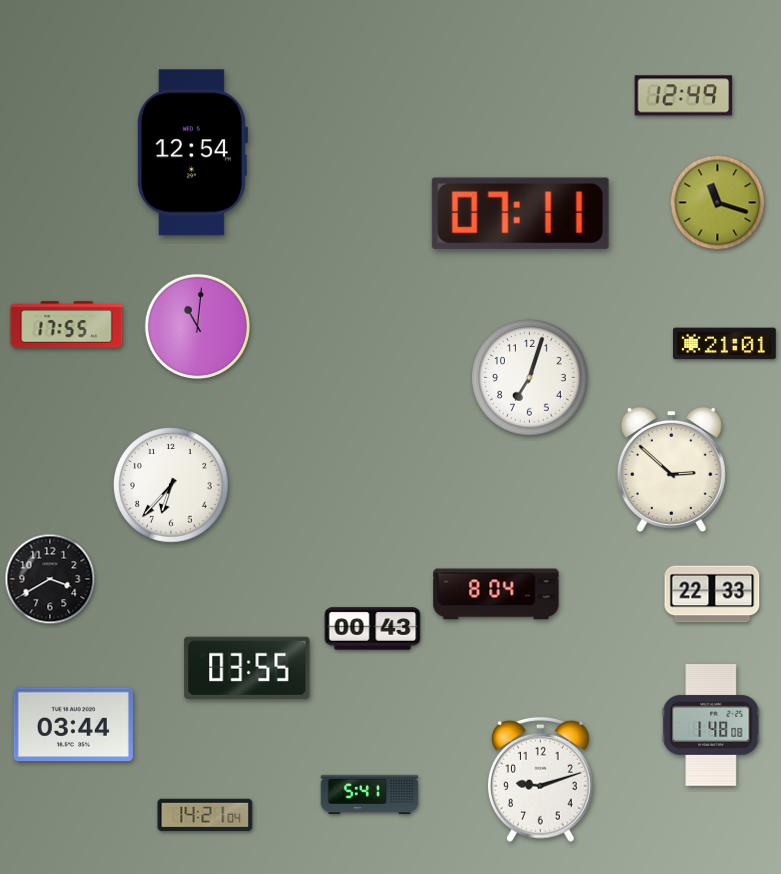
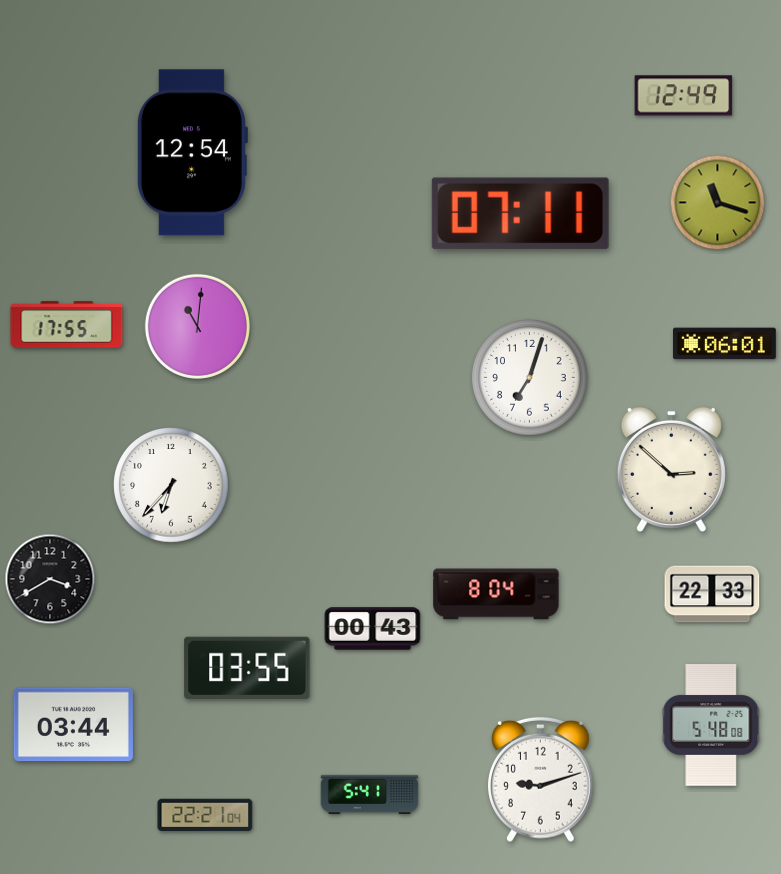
clock at (724, 344): 21:01 -> 06:01
clock at (711, 726): 1:48 -> 5:48
clock at (205, 814): 14:21 -> 22:21
